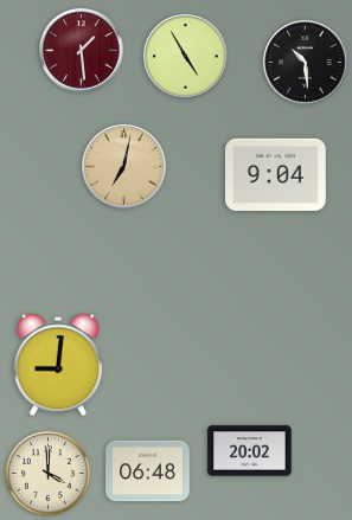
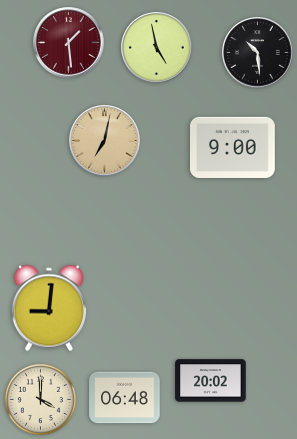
clock at (186, 57): 4:55 -> 4:58
clock at (276, 174): 9:04 -> 9:00
